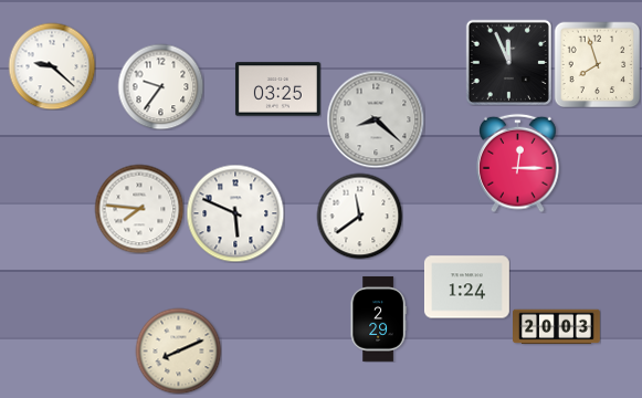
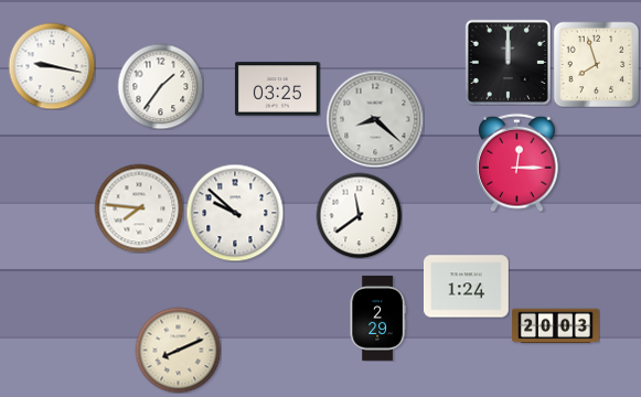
clock at (508, 62): 11:56 -> 12:00
clock at (52, 66): 9:22 -> 9:17
clock at (160, 86): 9:36 -> 1:36
clock at (235, 213): 5:49 -> 9:52
